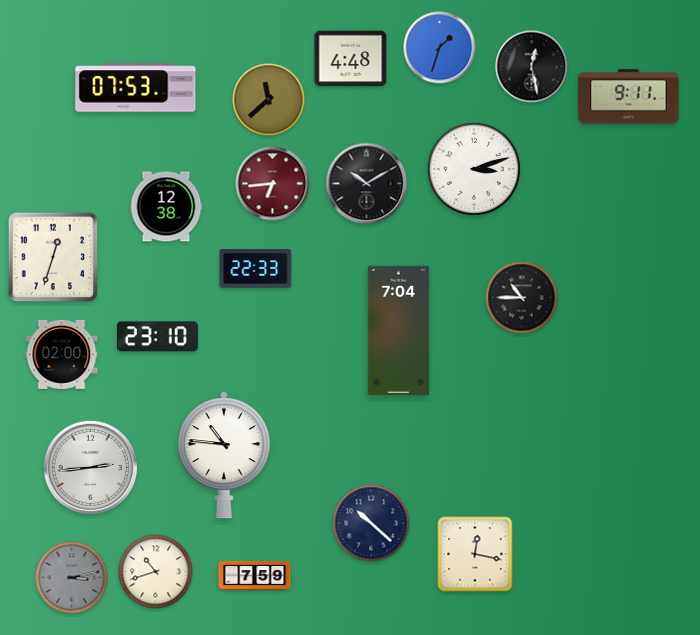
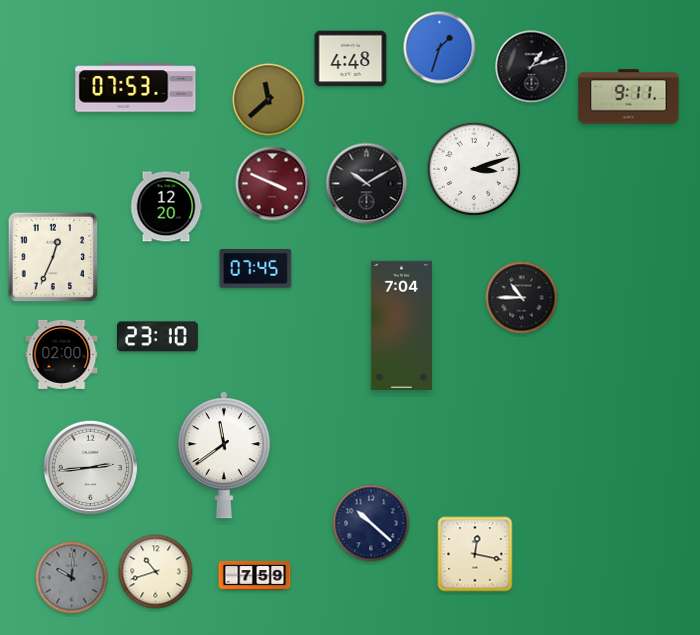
clock at (532, 67): 12:28 -> 1:12
clock at (273, 184): 6:44 -> 3:49
clock at (166, 207): 12:38 -> 12:20
clock at (53, 257): 12:33 -> 12:34
clock at (256, 269): 22:33 -> 07:45
clock at (398, 330) position: (398, 330) -> (401, 325)
clock at (224, 455): 10:46 -> 11:39
clock at (72, 578): 3:13 -> 10:01
